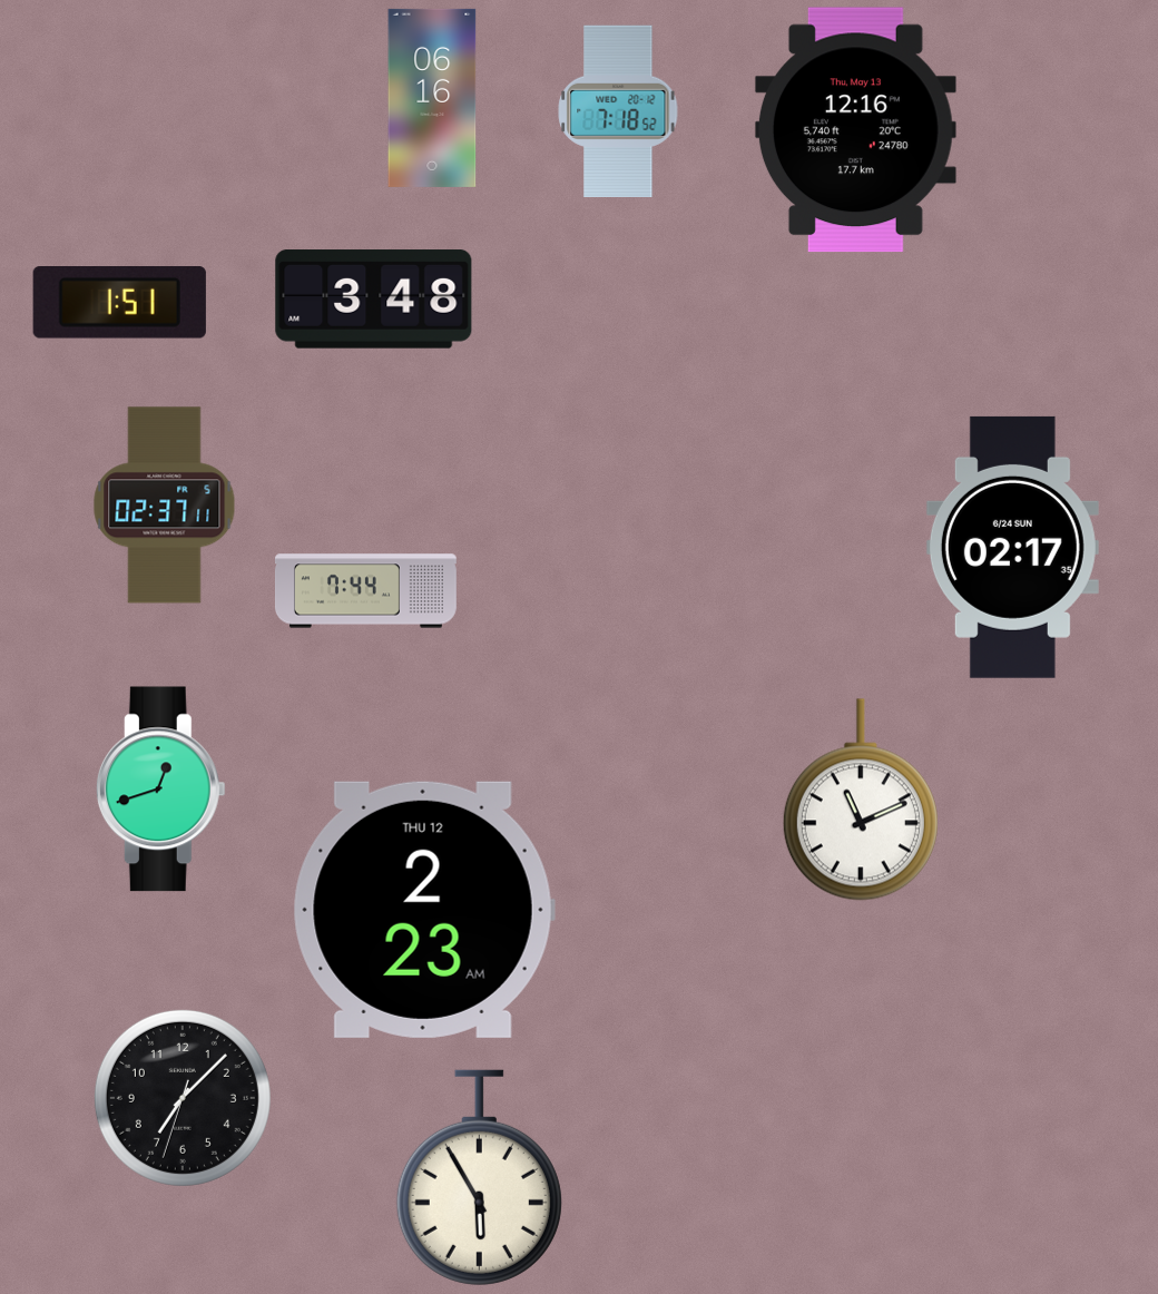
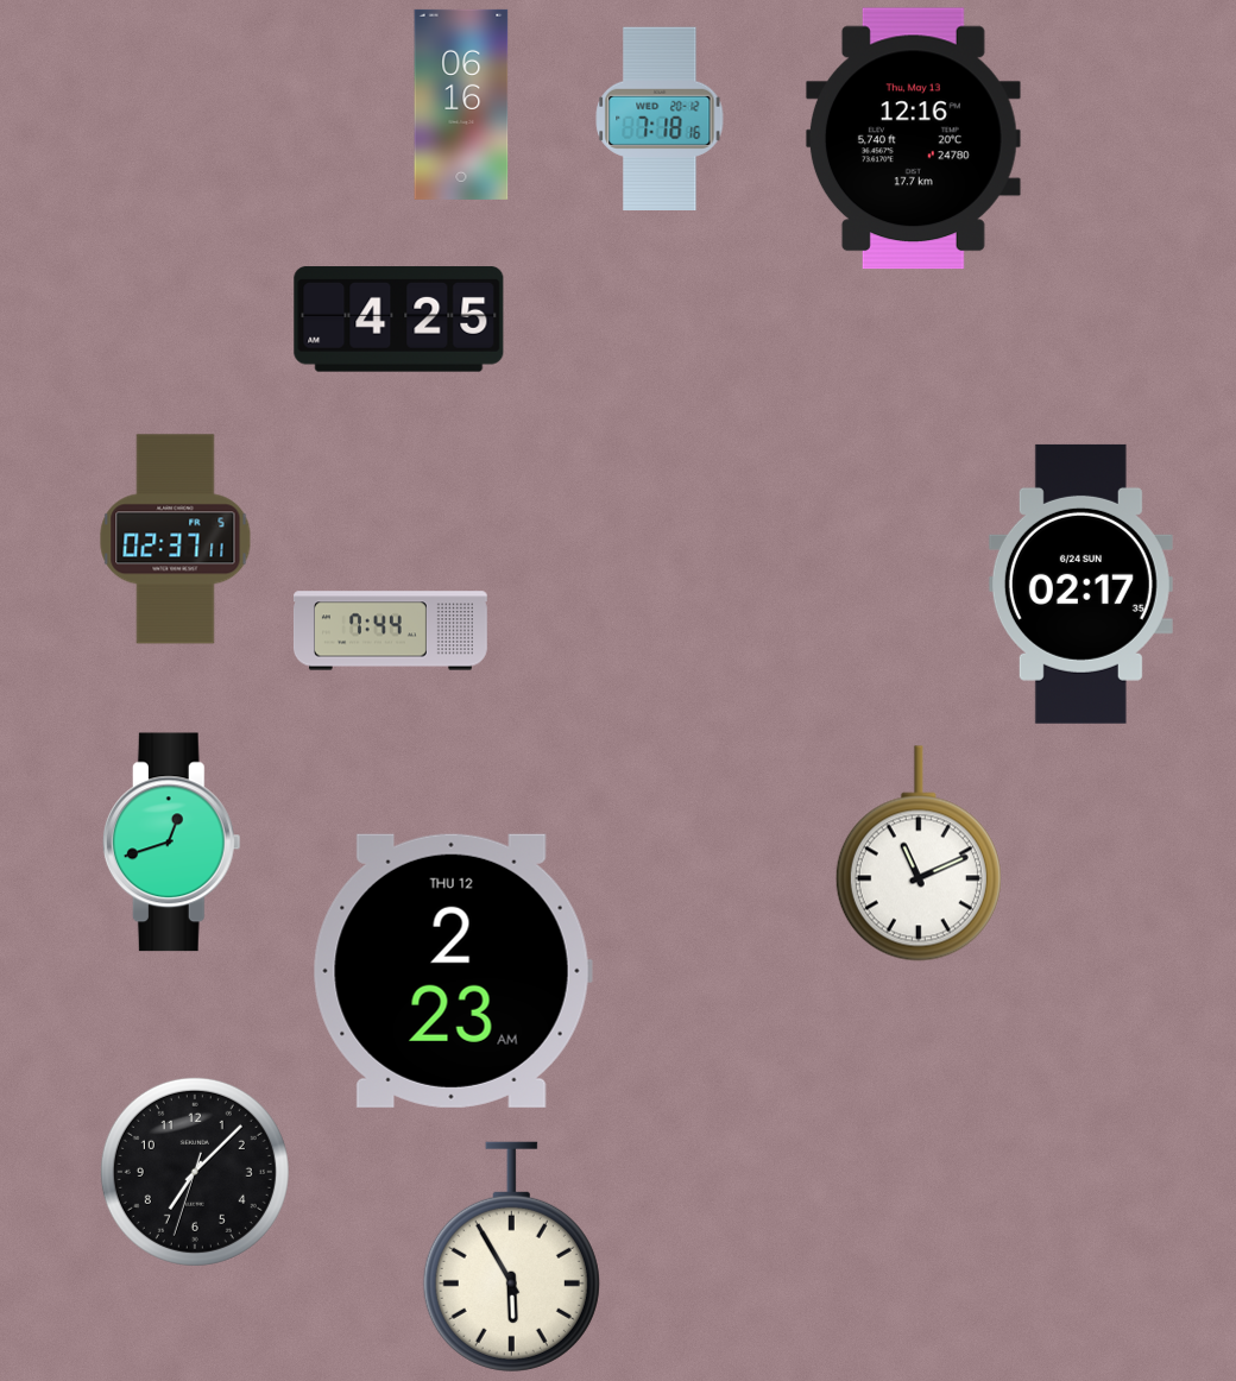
clock at (618, 110): 7:18:52 -> 7:18:16
clock at (374, 300): 3:48 -> 4:25
clock at (119, 303): 1:51 -> none
